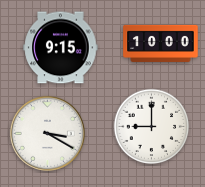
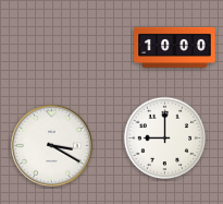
clock at (61, 48): 9:15 -> none
